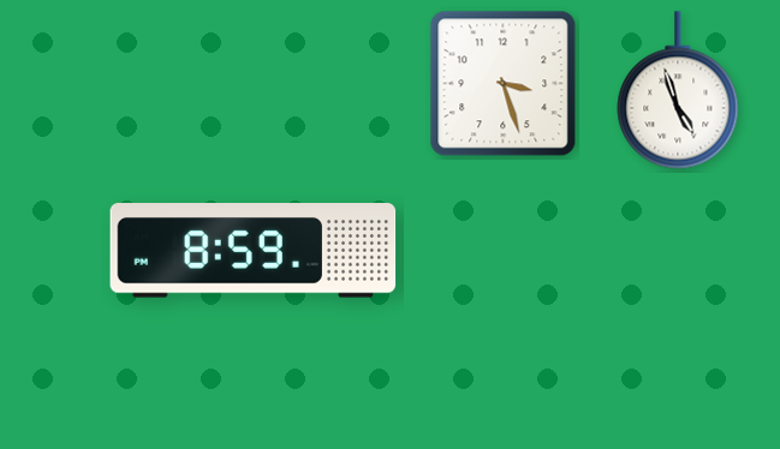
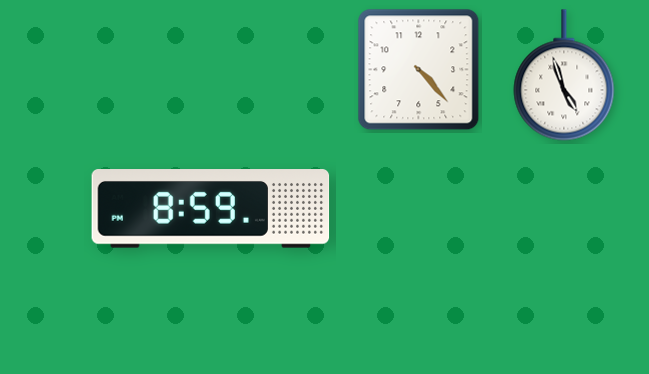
clock at (504, 84): 3:27 -> 4:23
